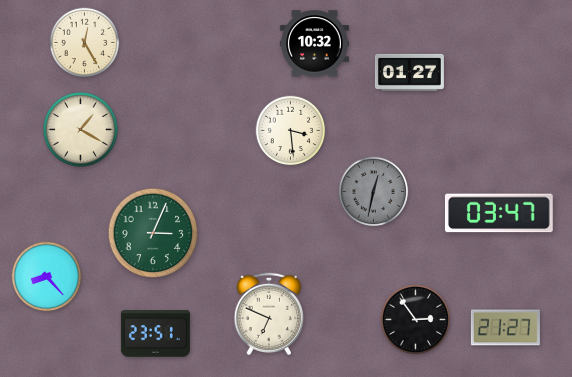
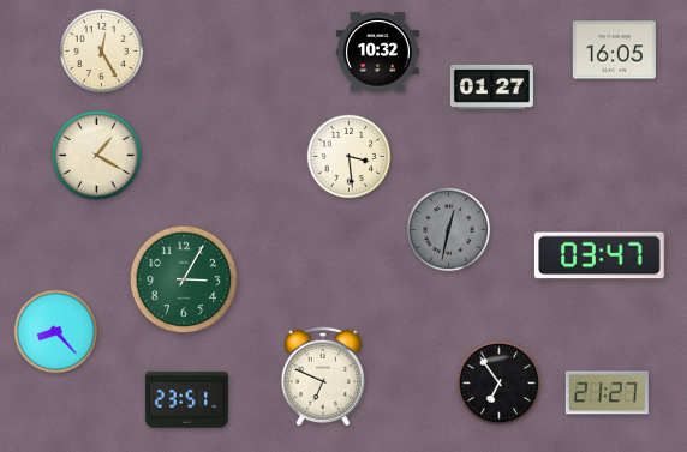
clock at (614, 50): none -> 16:05
clock at (153, 233): 3:04 -> 3:05
clock at (416, 320): 2:54 -> 6:54
